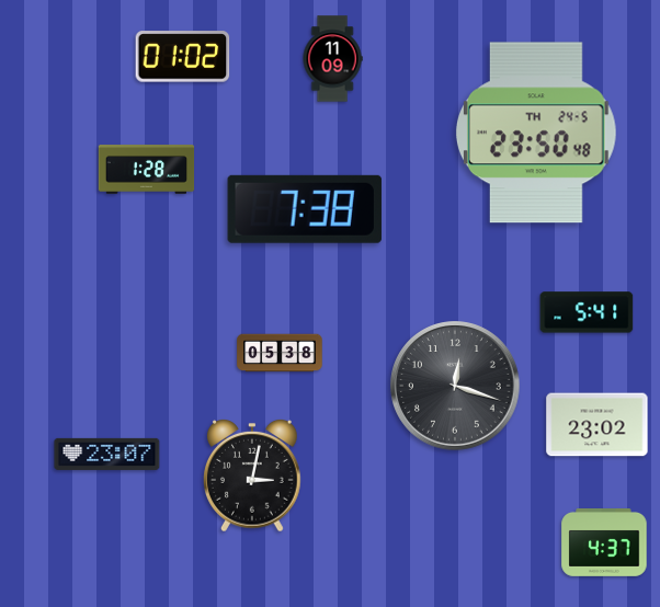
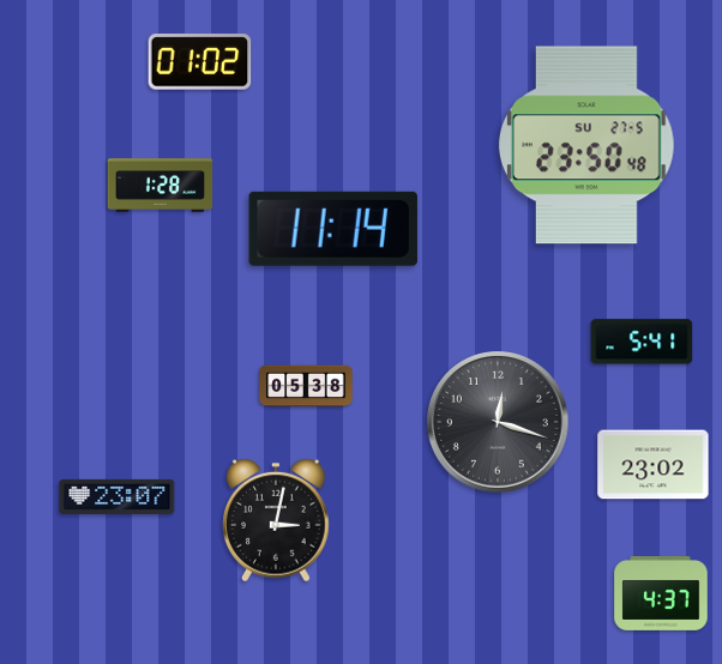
clock at (332, 59): 11:09 -> none
clock at (536, 133) date: TH 24-5 -> SU 27-5
clock at (305, 209): 7:38 -> 11:14
